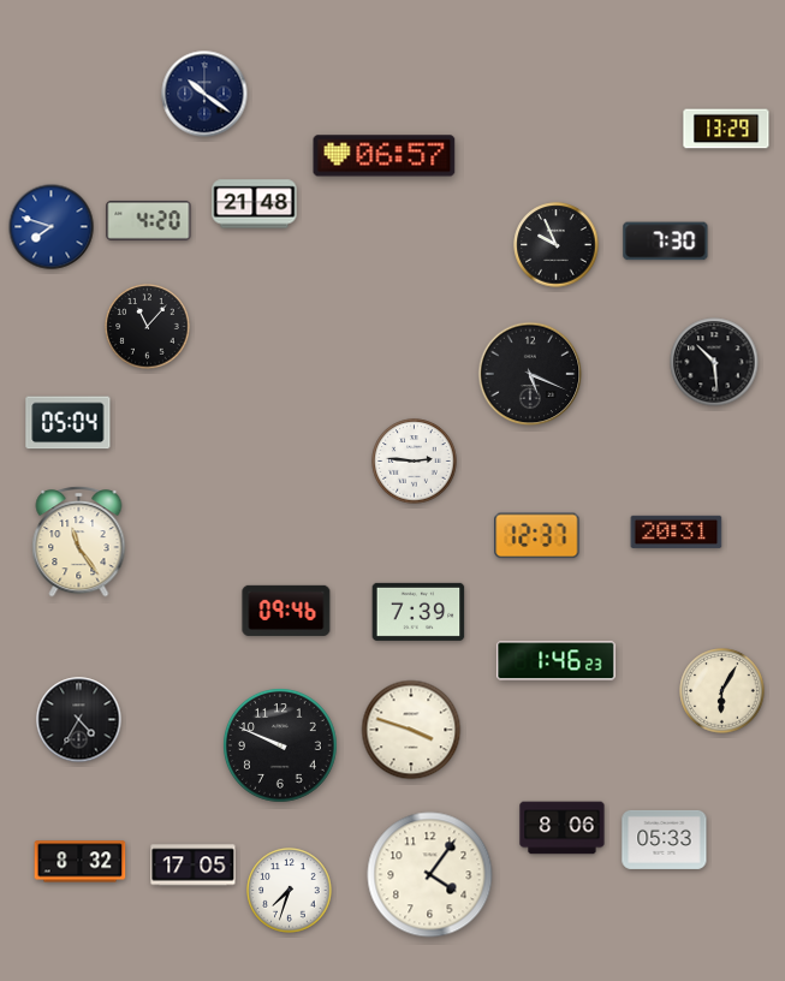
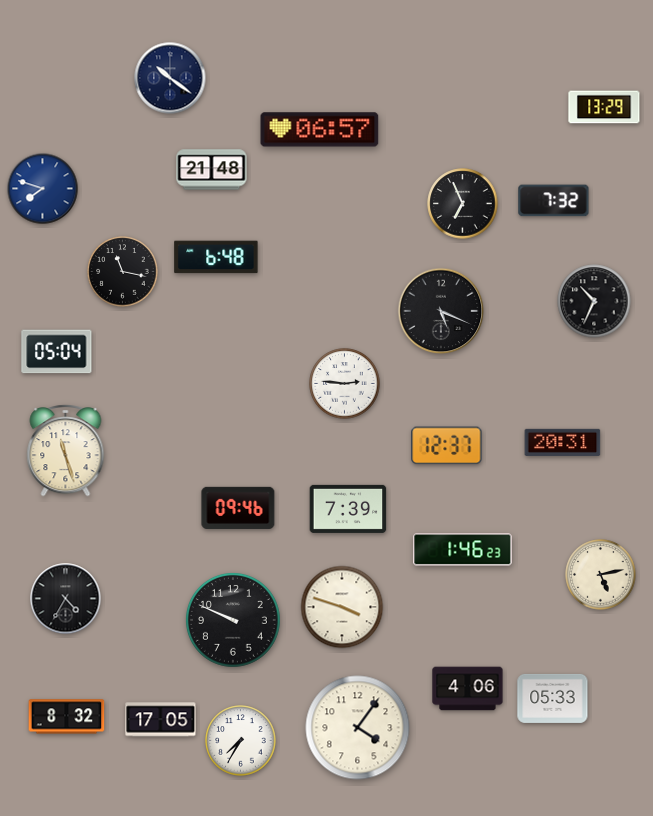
clock at (149, 221): 4:20 -> none
clock at (666, 242): 7:30 -> 7:32
clock at (557, 245): 9:56 -> 6:56
clock at (216, 257): none -> 6:48
clock at (148, 327): 11:07 -> 11:17
clock at (714, 362): 10:29 -> 10:34
clock at (79, 541): 11:24 -> 11:27
clock at (722, 691): 6:05 -> 5:13
clock at (563, 828): 8:06 -> 4:06
clock at (290, 891): 7:33 -> 7:35
